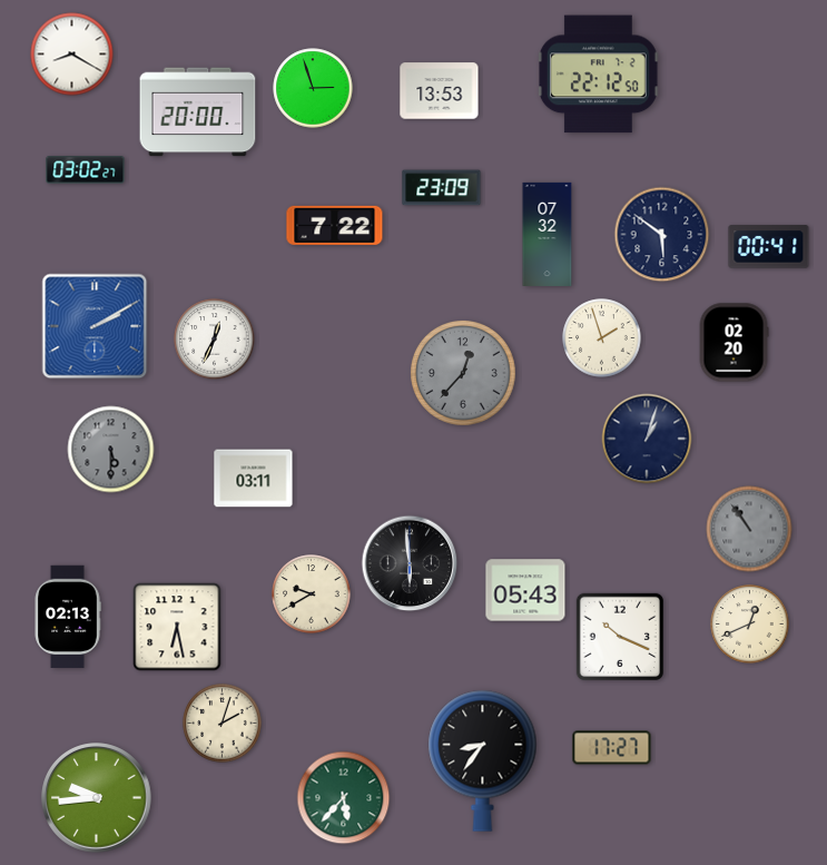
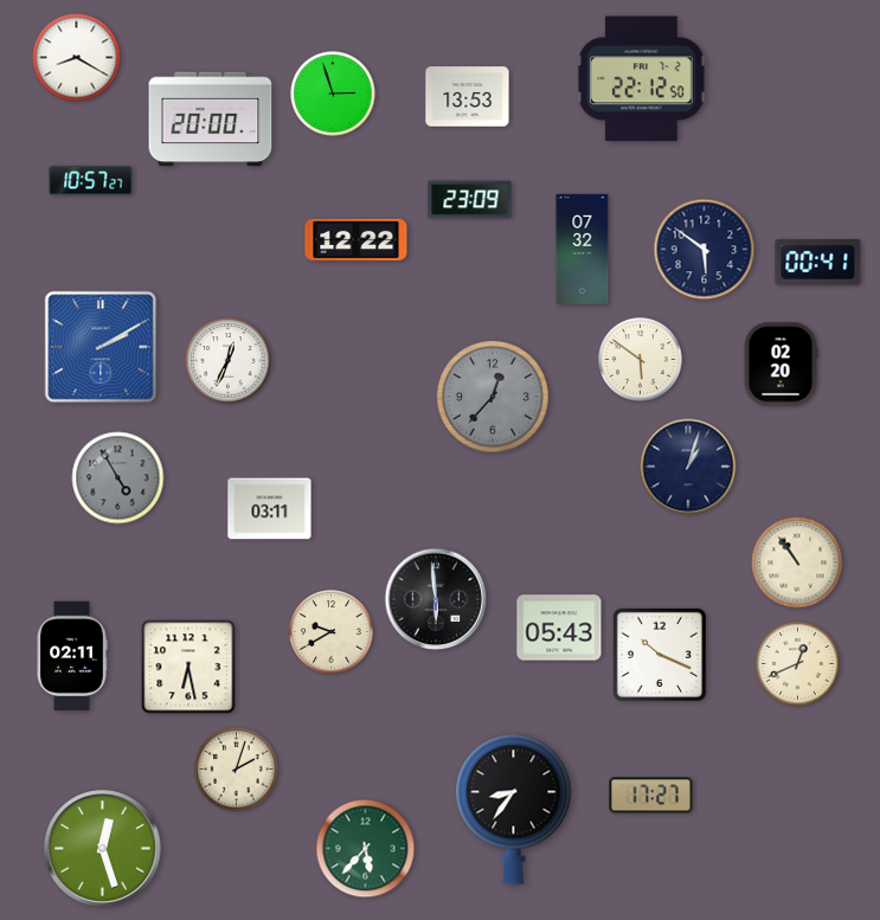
clock at (598, 75) position: (598, 75) -> (641, 79)
clock at (86, 170): 03:02 -> 10:57
clock at (335, 225): 7:22 -> 12:22
clock at (602, 338): 1:57 -> 5:51
clock at (111, 450): 5:30 -> 4:55
clock at (749, 529) dial: grey -> cream
clock at (68, 617): 02:13 -> 02:11
clock at (619, 636) position: (619, 636) -> (659, 654)
clock at (97, 798): 9:44 -> 12:27
